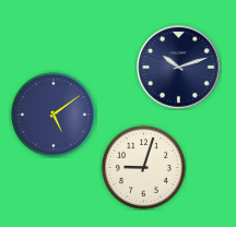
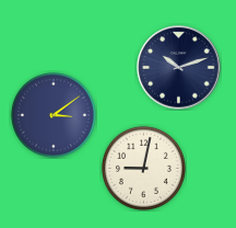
clock at (54, 115): 5:09 -> 3:09
clock at (143, 167): 9:03 -> 9:02
